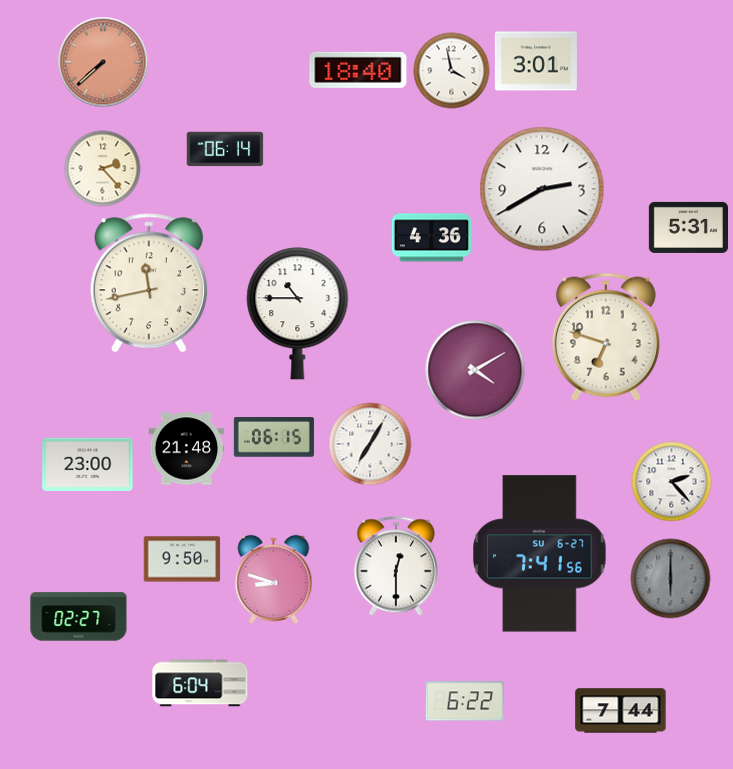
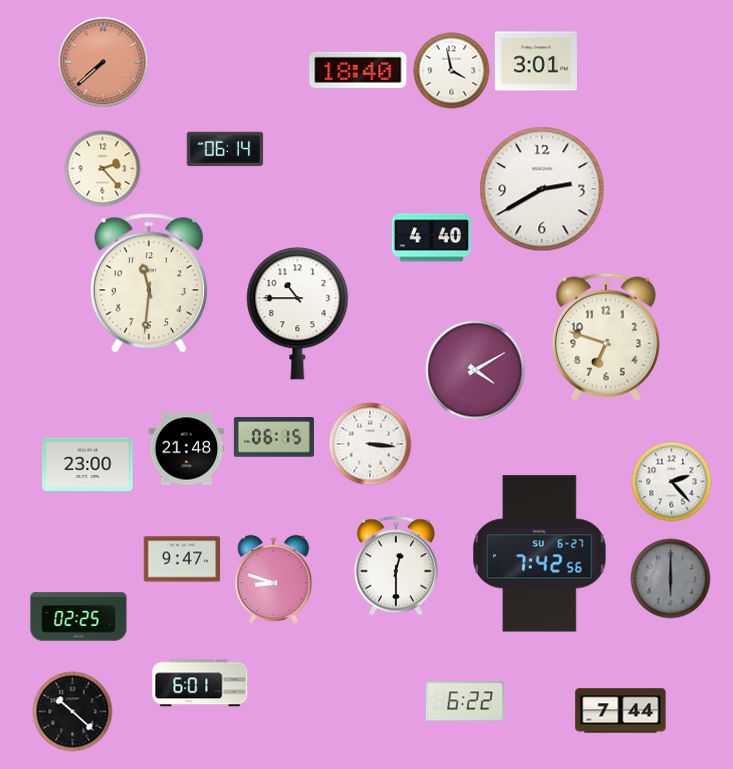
clock at (688, 227): 5:31 -> none
clock at (431, 238): 4:36 -> 4:40
clock at (149, 283): 11:43 -> 11:31
clock at (370, 444): 7:05 -> 3:16
clock at (540, 554): 7:41 -> 7:42
clock at (182, 559): 9:50 -> 9:47
clock at (79, 617): 02:27 -> 02:25
clock at (200, 683): 6:04 -> 6:01
clock at (73, 712): none -> 10:22
